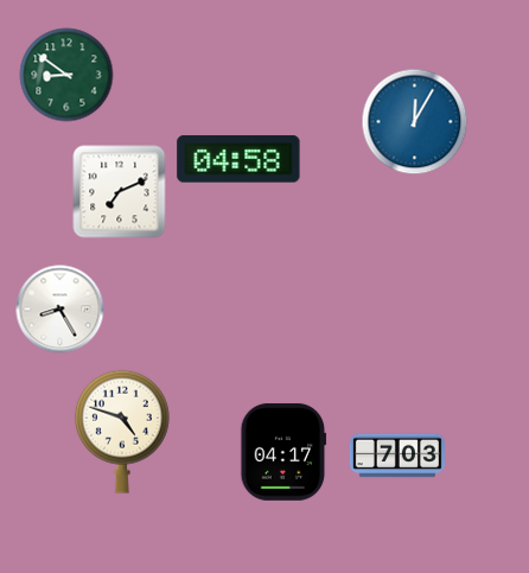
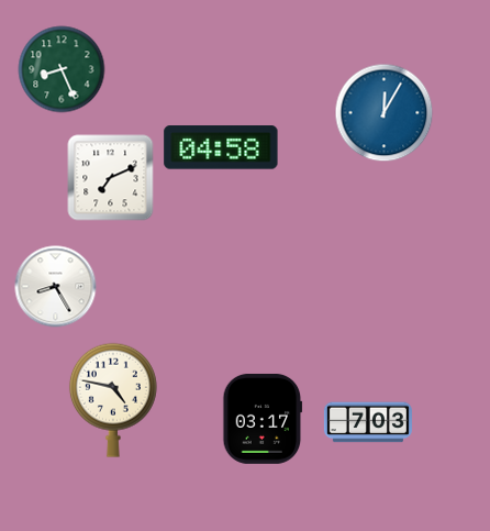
clock at (66, 75): 8:51 -> 8:26
clock at (122, 432): 4:48 -> 4:47
clock at (283, 452): 04:17 -> 03:17
